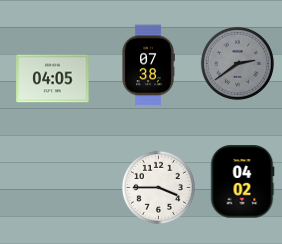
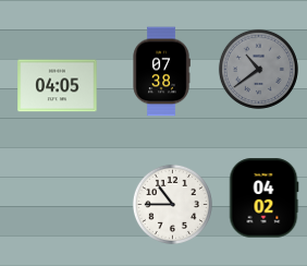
clock at (237, 63): 2:39 -> 10:39
clock at (158, 187): 3:45 -> 10:45
